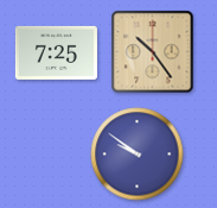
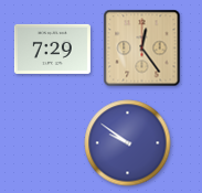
clock at (56, 52): 7:25 -> 7:29
clock at (153, 52): 10:24 -> 12:24
